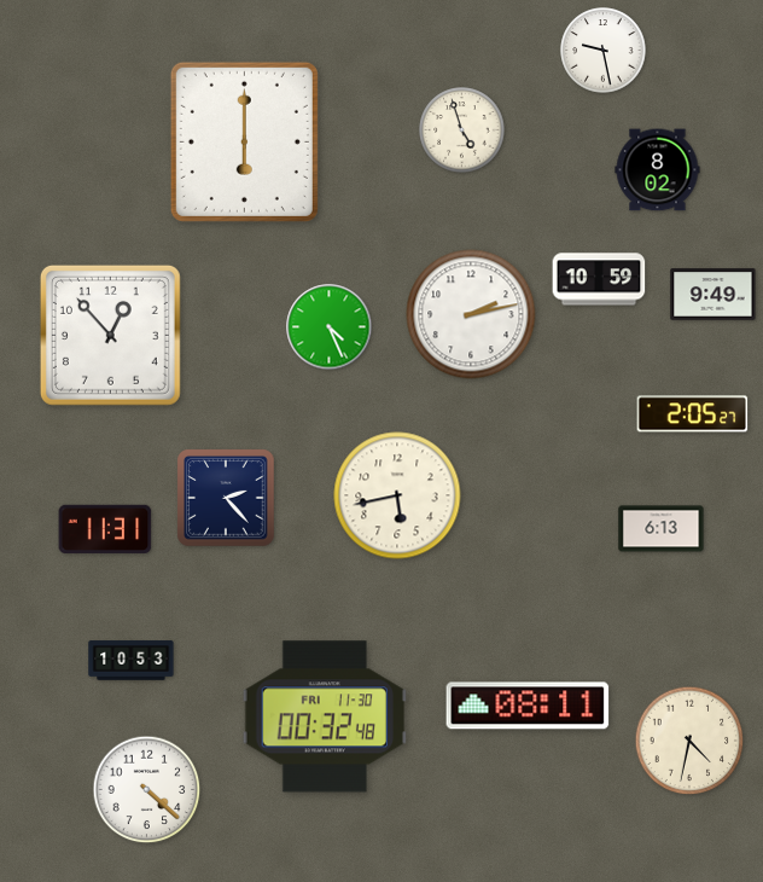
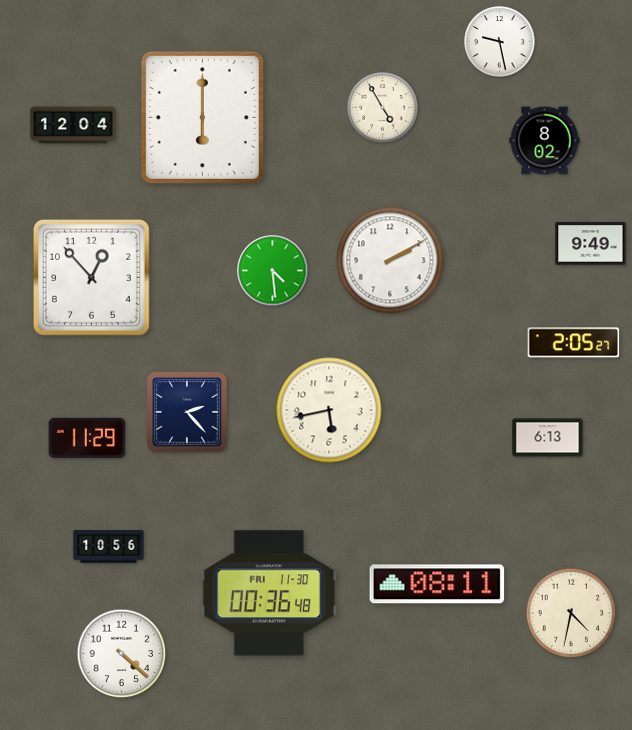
clock at (462, 130): 4:57 -> 4:55
clock at (73, 125): none -> 12:04
clock at (599, 279): 10:59 -> none
clock at (471, 314): 2:13 -> 2:10
clock at (330, 327): 4:26 -> 4:29
clock at (105, 529): 11:31 -> 11:29
clock at (132, 661): 10:53 -> 10:56
clock at (325, 716): 00:32 -> 00:36
